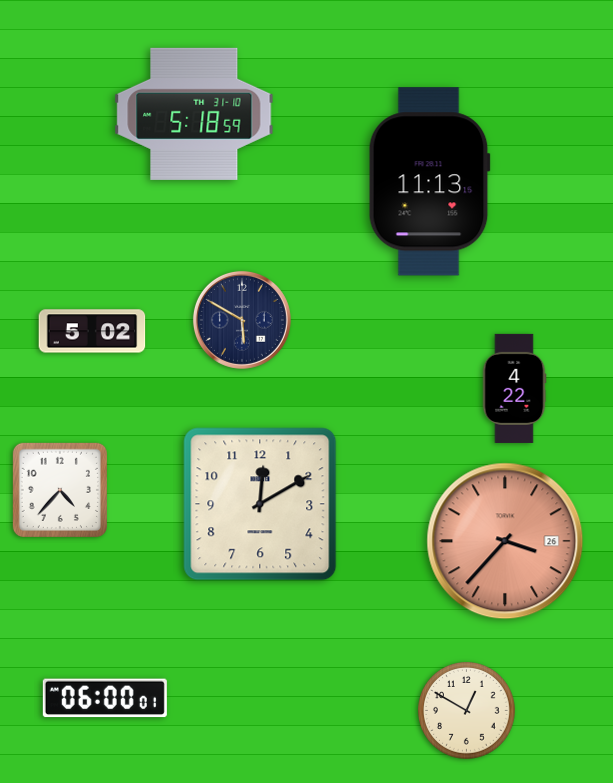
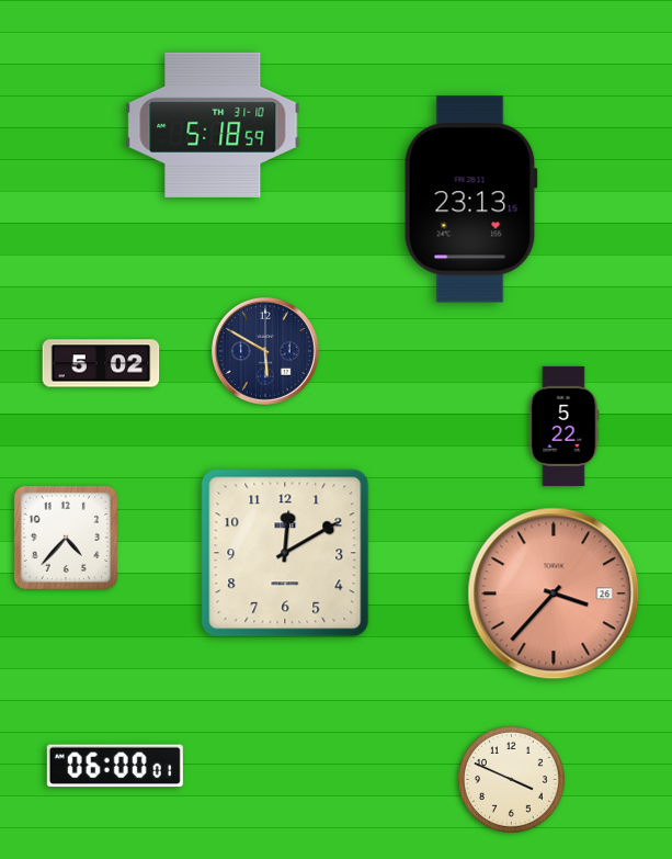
clock at (429, 182): 11:13 -> 23:13
clock at (514, 388): 4:22 -> 5:22
clock at (467, 711): 12:50 -> 3:49
